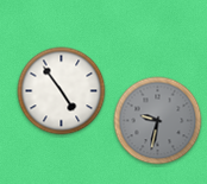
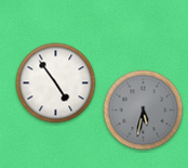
clock at (158, 121): 9:32 -> 5:32
